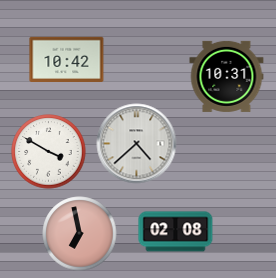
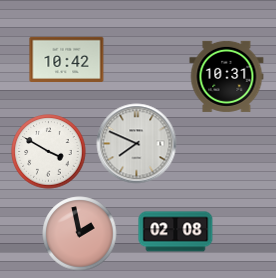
clock at (137, 144): 4:38 -> 7:49
clock at (80, 234): 6:58 -> 1:58
